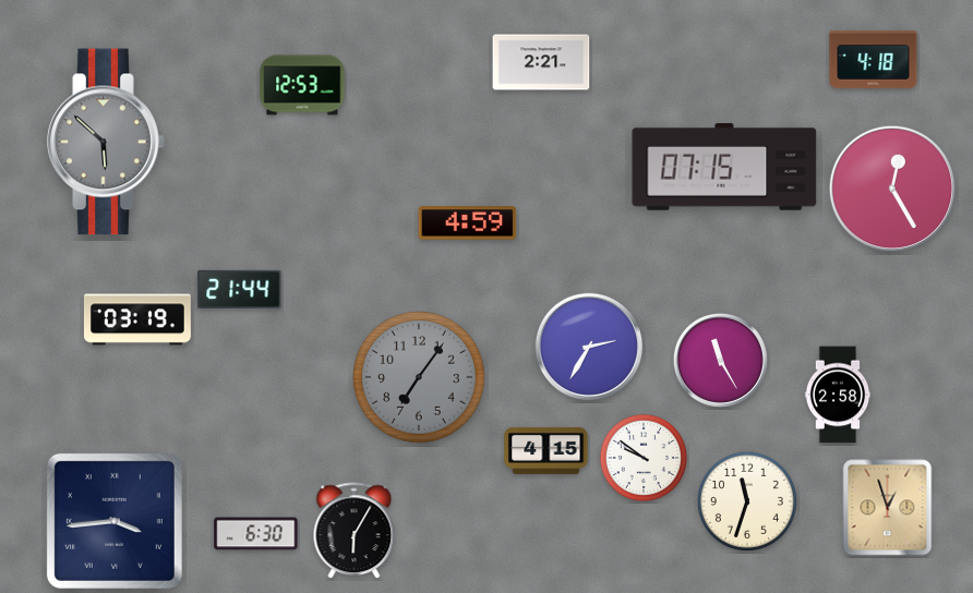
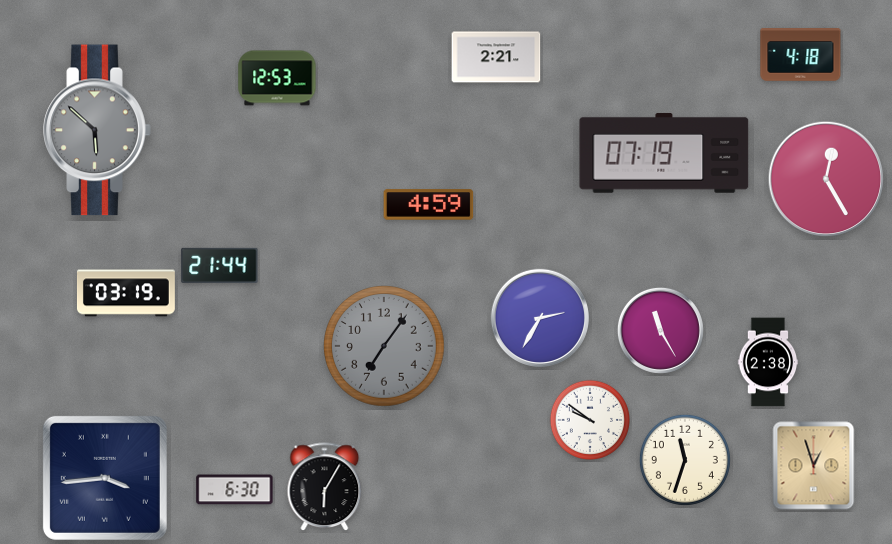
clock at (724, 167): 07:15 -> 07:19
clock at (892, 189) position: (892, 189) -> (826, 179)
clock at (838, 395): 2:58 -> 2:38
clock at (546, 450): 4:15 -> none
